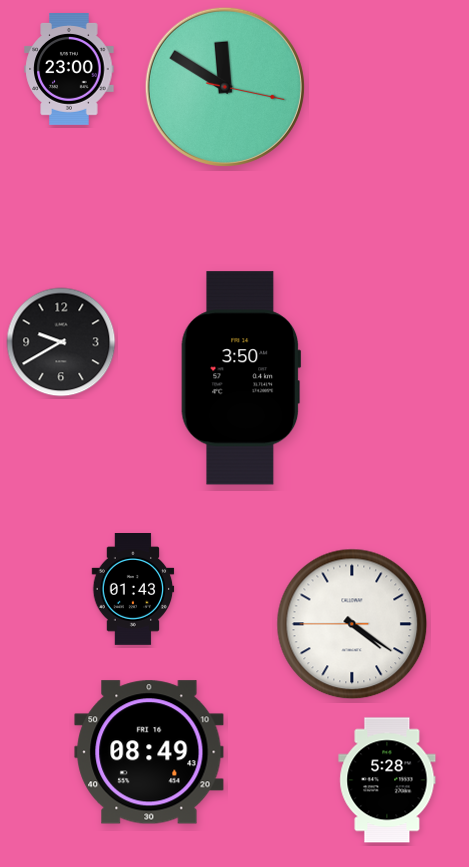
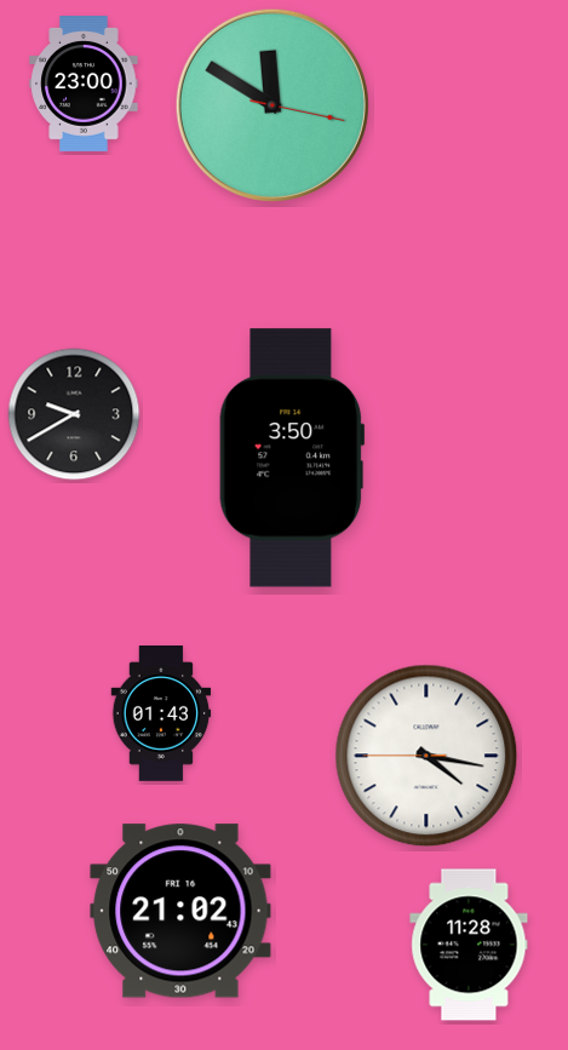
clock at (352, 624): 4:20 -> 4:16
clock at (149, 752): 08:49 -> 21:02
clock at (387, 780): 5:28 -> 11:28
